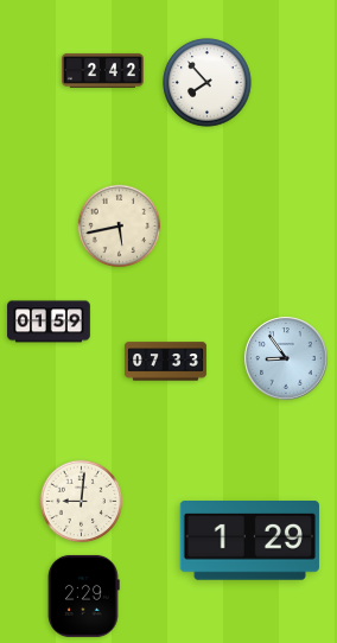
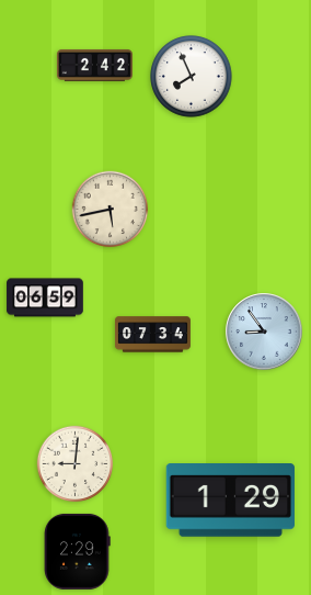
clock at (208, 83): 7:53 -> 7:56
clock at (49, 321): 01:59 -> 06:59
clock at (165, 362): 07:33 -> 07:34
